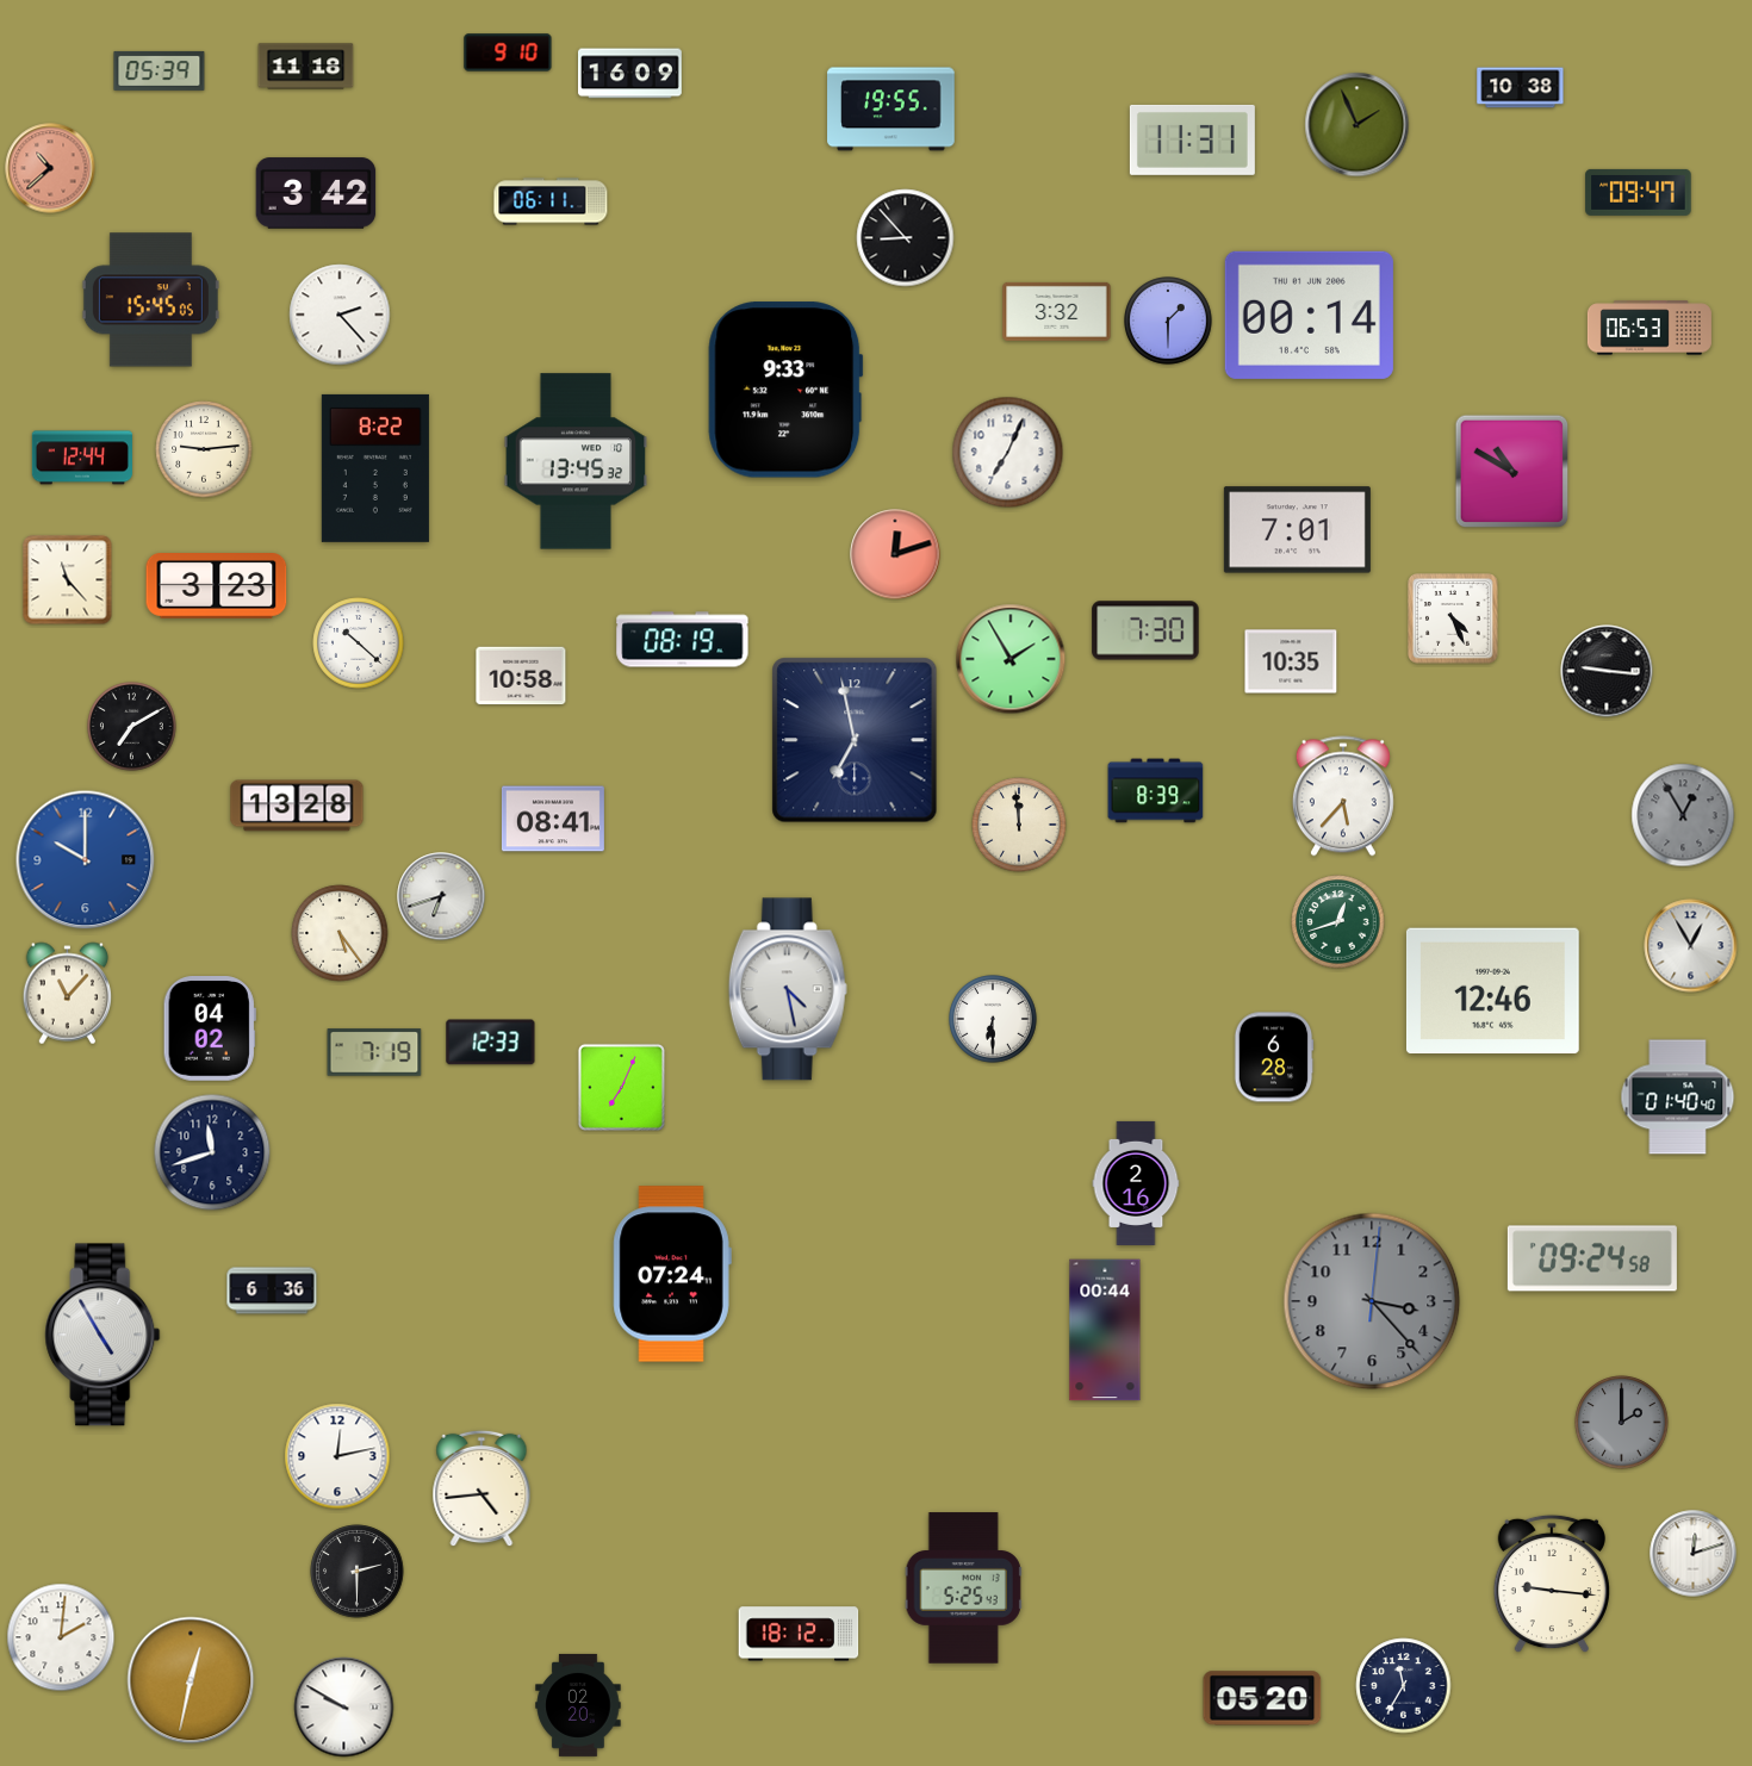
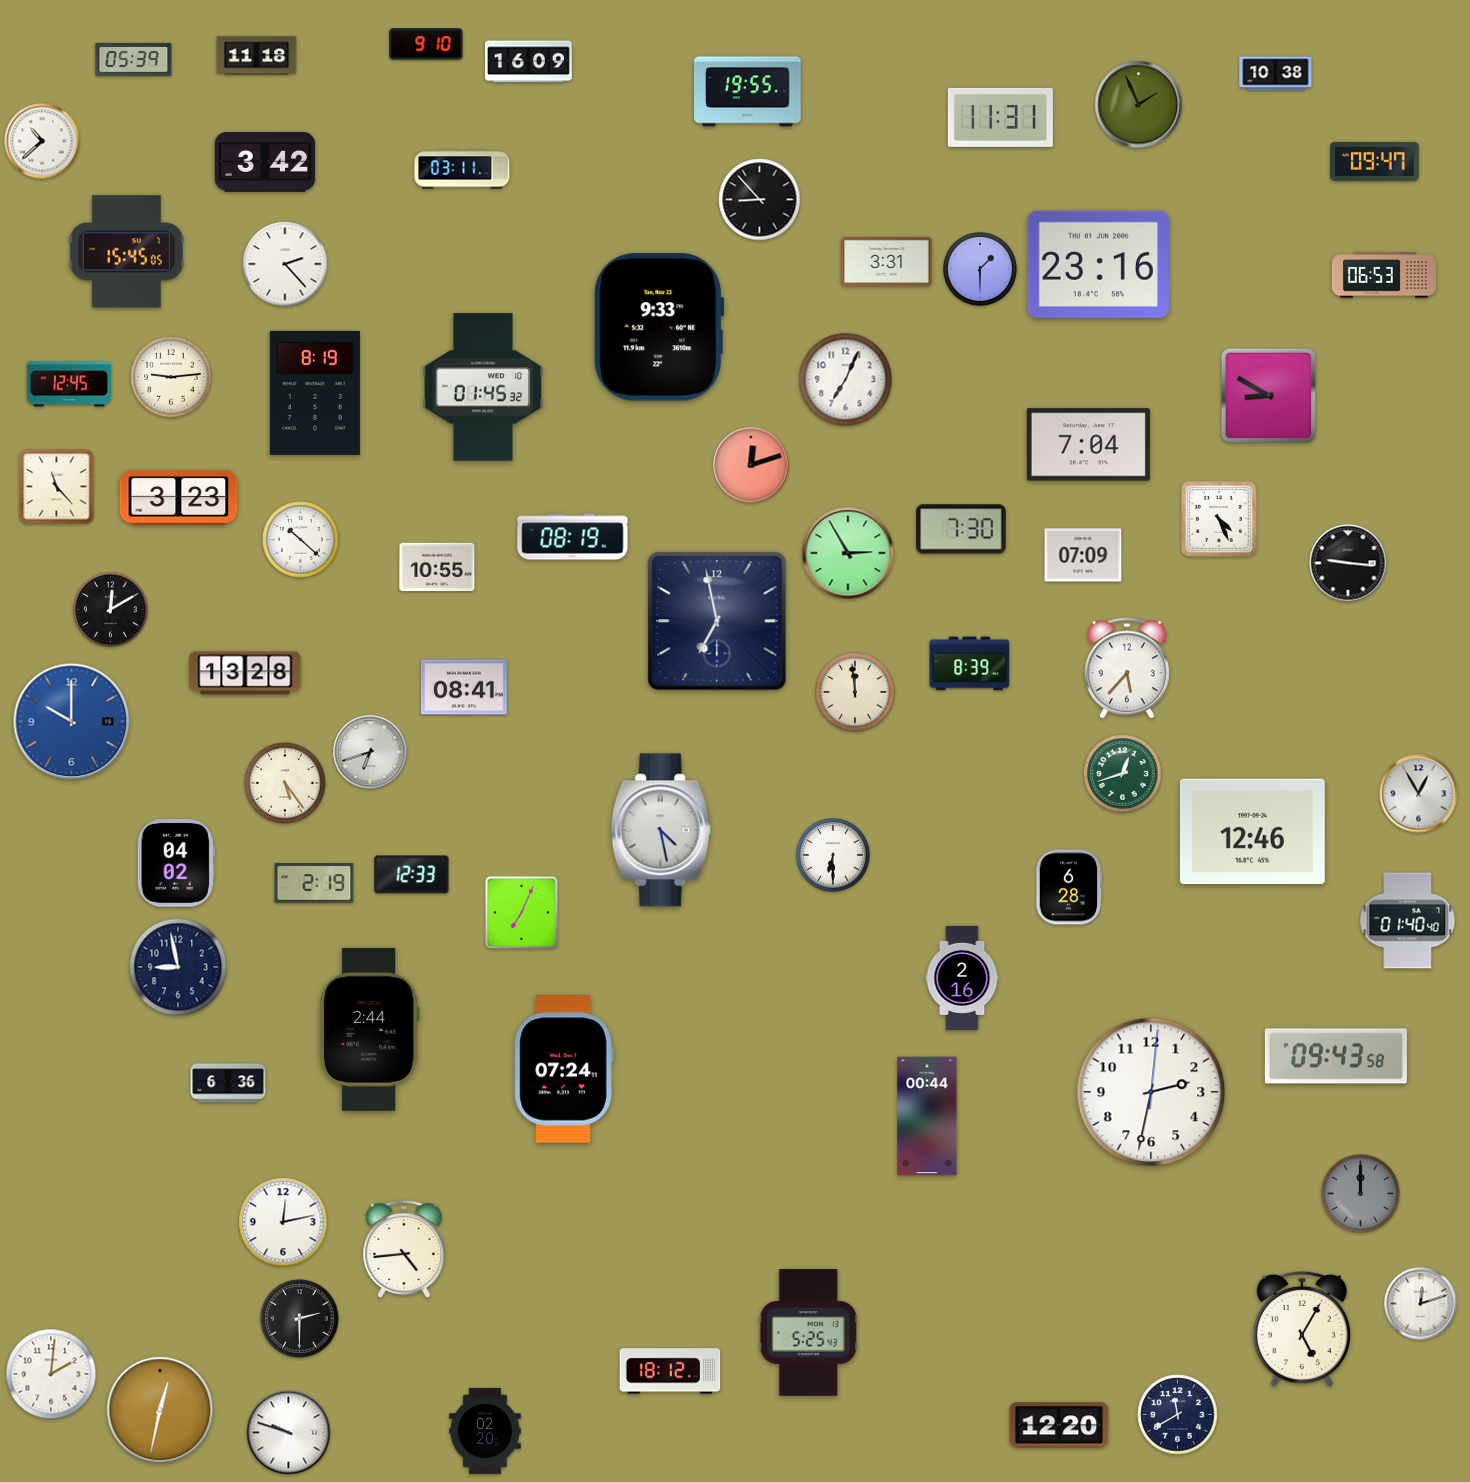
clock at (50, 168) dial: salmon -> white
clock at (551, 201): 06:11 -> 03:11
clock at (1057, 311): 3:32 -> 3:31
clock at (1309, 315): 00:14 -> 23:16
clock at (82, 458): 12:44 -> 12:45
clock at (576, 461): 13:45 -> 01:45
clock at (375, 468): 8:22 -> 8:19
clock at (1512, 472): 10:50 -> 8:50
clock at (1297, 530): 7:01 -> 7:04
clock at (217, 586) position: (217, 586) -> (179, 498)
clock at (1011, 659): 1:55 -> 2:55
clock at (1291, 661): 10:35 -> 07:09
clock at (521, 676): 10:58 -> 10:55
clock at (132, 727): 7:10 -> 12:10
clock at (297, 806) position: (297, 806) -> (245, 673)
clock at (1683, 815): 12:55 -> none
clock at (67, 994): 11:07 -> none
clock at (374, 1052): 7:19 -> 2:19
clock at (212, 1152): 11:42 -> 8:58
clock at (1136, 1183) position: (1136, 1183) -> (962, 978)
clock at (369, 1029): none -> 2:44
clock at (1592, 1258): 09:24 -> 09:43
clock at (1372, 1301): 3:23 -> 2:32
clock at (1372, 1301) dial: grey -> white
clock at (102, 1335): 4:55 -> none
clock at (1622, 1423): 2:00 -> 12:00
clock at (1552, 1584): 9:16 -> 5:05
clock at (1404, 1686): 11:35 -> 11:40
clock at (1262, 1698): 05:20 -> 12:20
clock at (344, 1708): 9:50 -> 9:48
